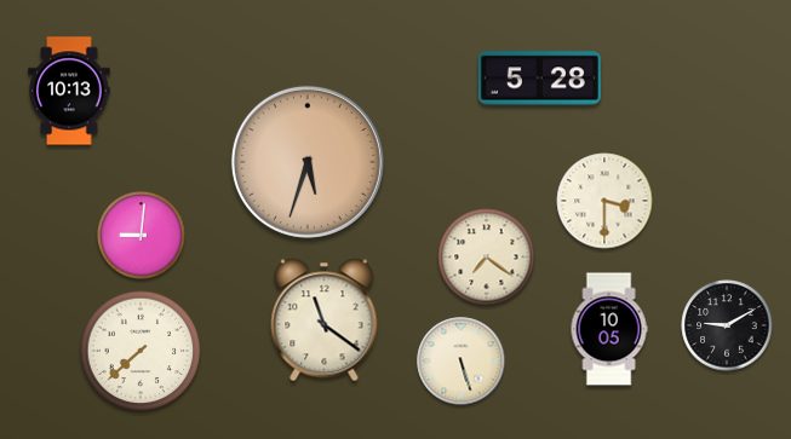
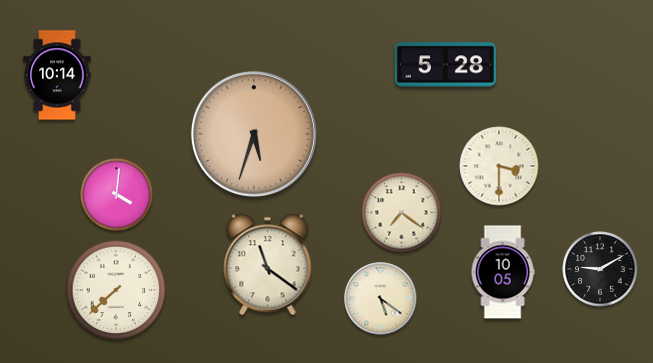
clock at (69, 91): 10:13 -> 10:14
clock at (142, 236): 9:01 -> 4:01
clock at (462, 362): 5:27 -> 5:21
